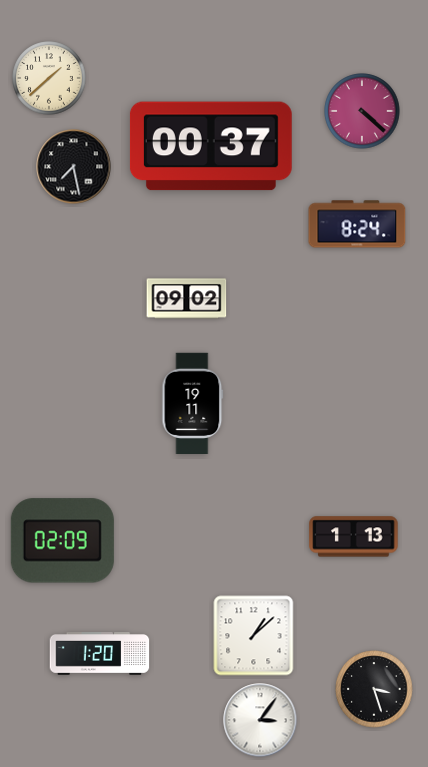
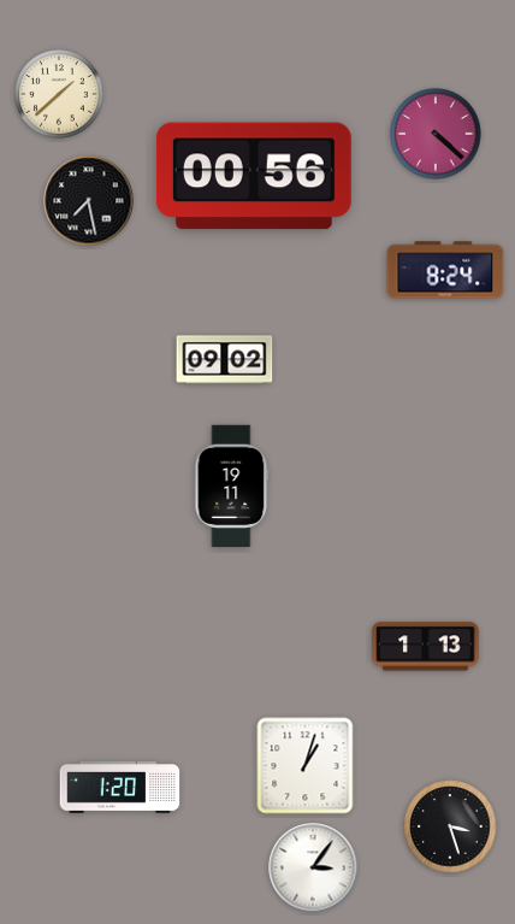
clock at (211, 146): 00:37 -> 00:56
clock at (357, 224) position: (357, 224) -> (445, 270)
clock at (62, 541): 02:09 -> none
clock at (254, 636): 1:08 -> 1:03
clock at (374, 689) position: (374, 689) -> (450, 826)
